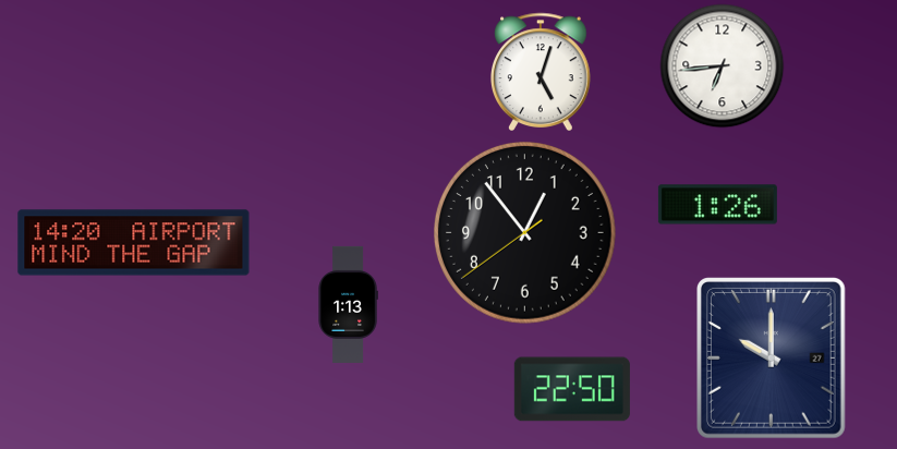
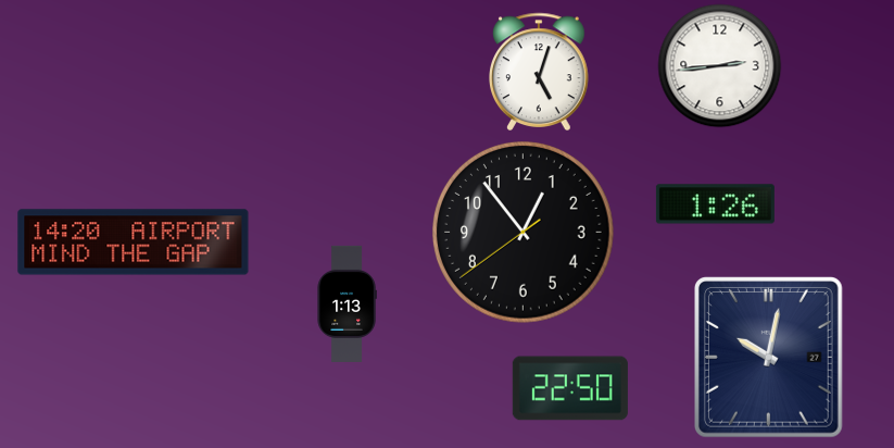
clock at (723, 66): 6:44 -> 2:44
clock at (772, 359): 10:00 -> 10:02
